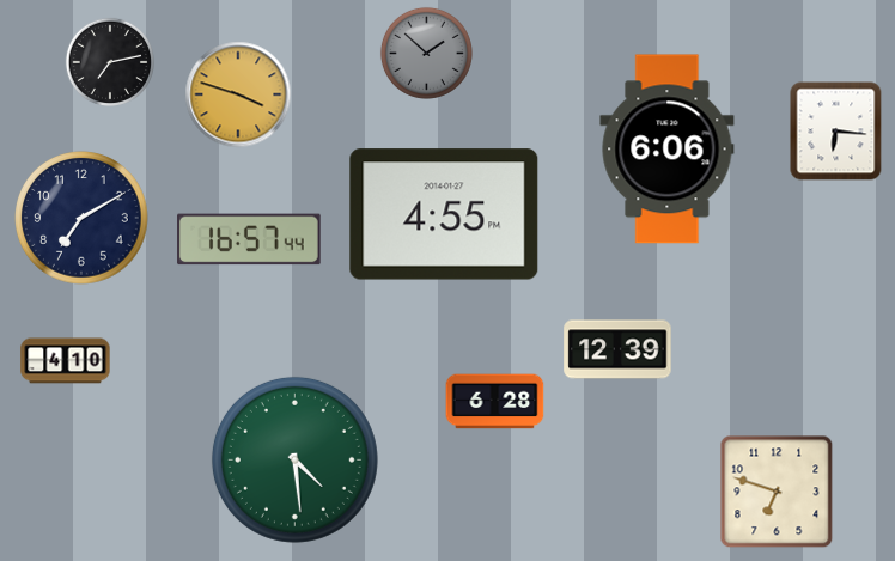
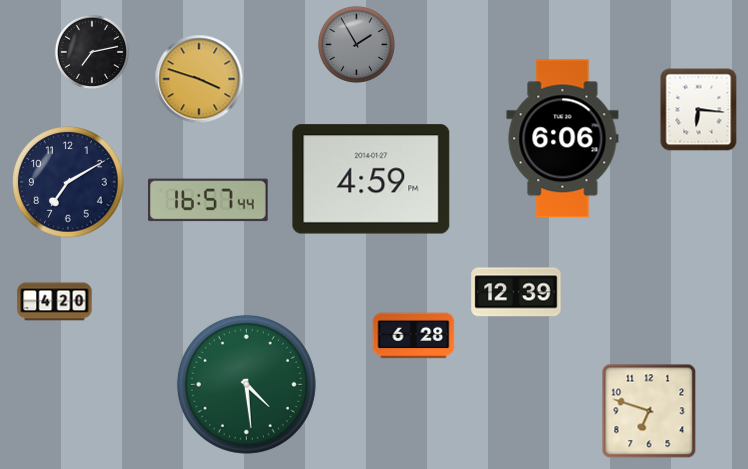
clock at (426, 53): 1:52 -> 1:55
clock at (668, 150) position: (668, 150) -> (563, 139)
clock at (444, 214): 4:55 -> 4:59
clock at (66, 361): 4:10 -> 4:20
